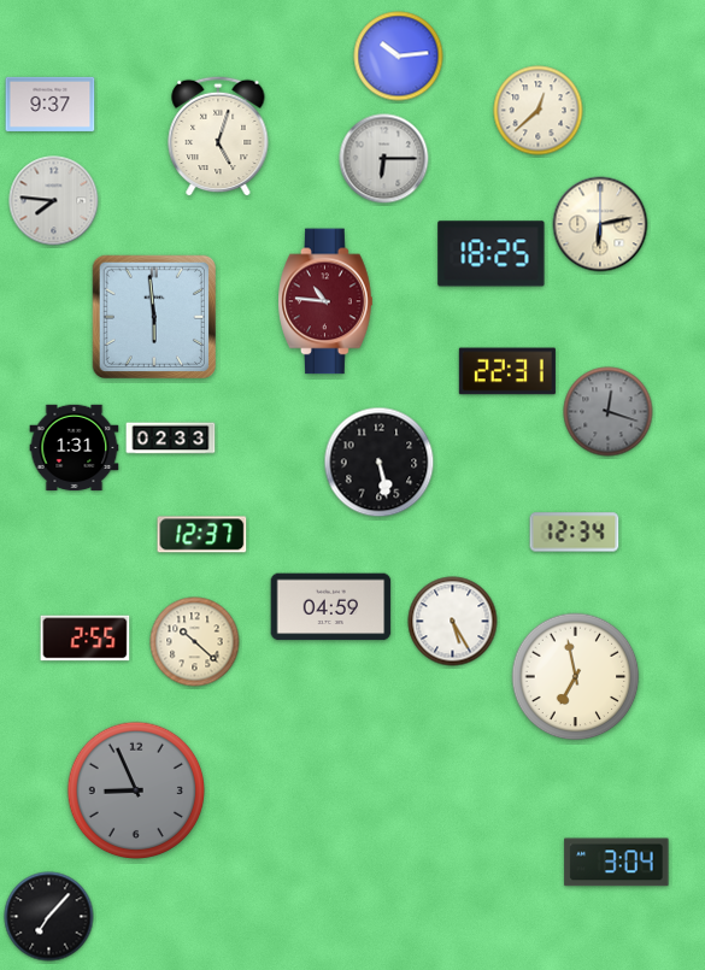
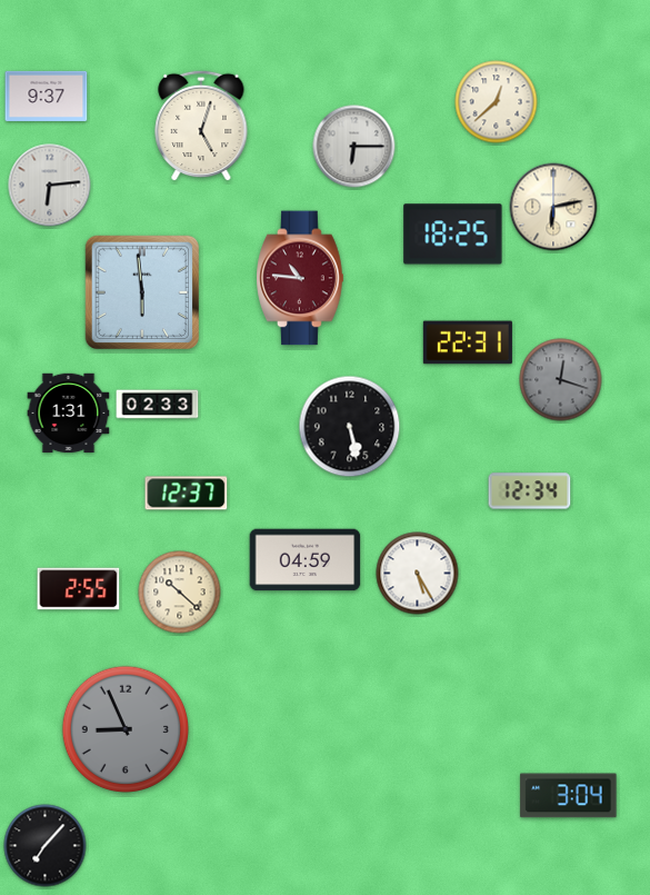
clock at (399, 57): 10:14 -> none
clock at (54, 201): 7:46 -> 6:14
clock at (576, 677): 6:58 -> none
